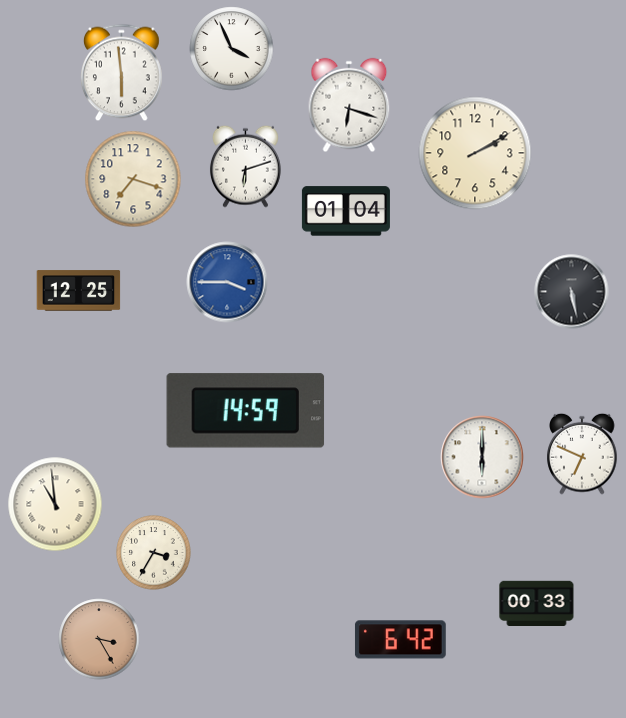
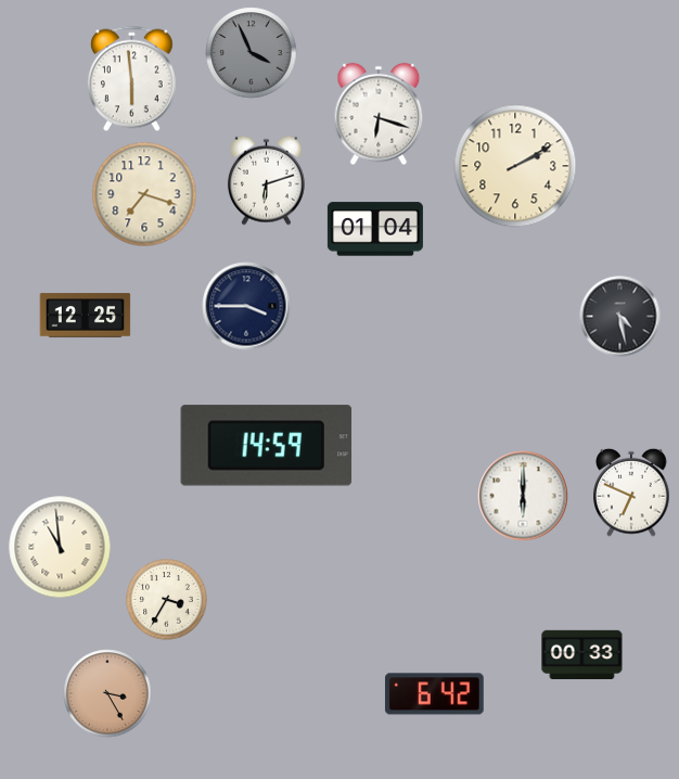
clock at (232, 49) dial: white -> grey
clock at (227, 282) dial: blue -> navy
clock at (572, 292): 5:28 -> 4:28
